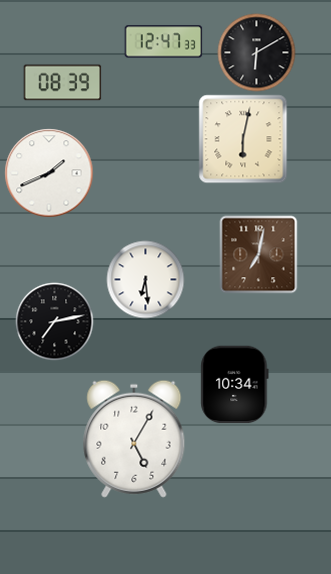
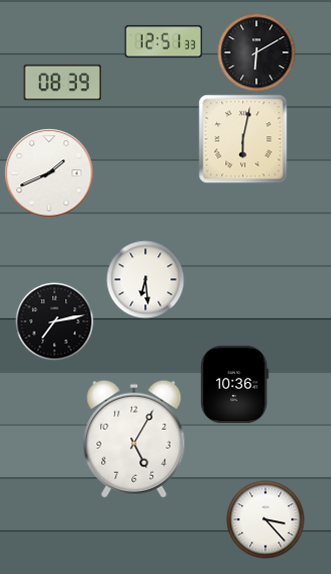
clock at (163, 42): 12:47 -> 12:51
clock at (258, 254): 7:02 -> none
clock at (235, 384): 10:34 -> 10:36
clock at (265, 519): none -> 3:23
